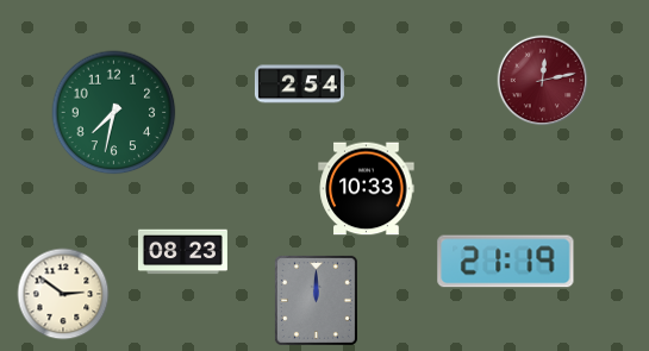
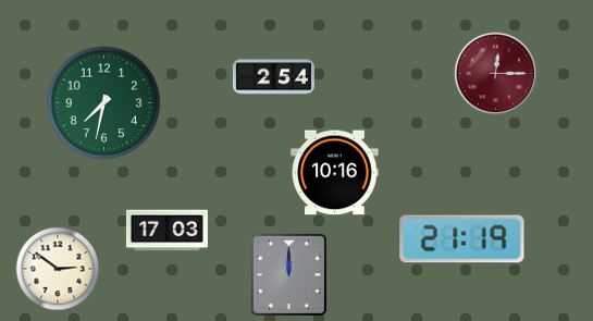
clock at (543, 81): 12:13 -> 12:15
clock at (367, 189): 10:33 -> 10:16
clock at (182, 252): 08:23 -> 17:03
